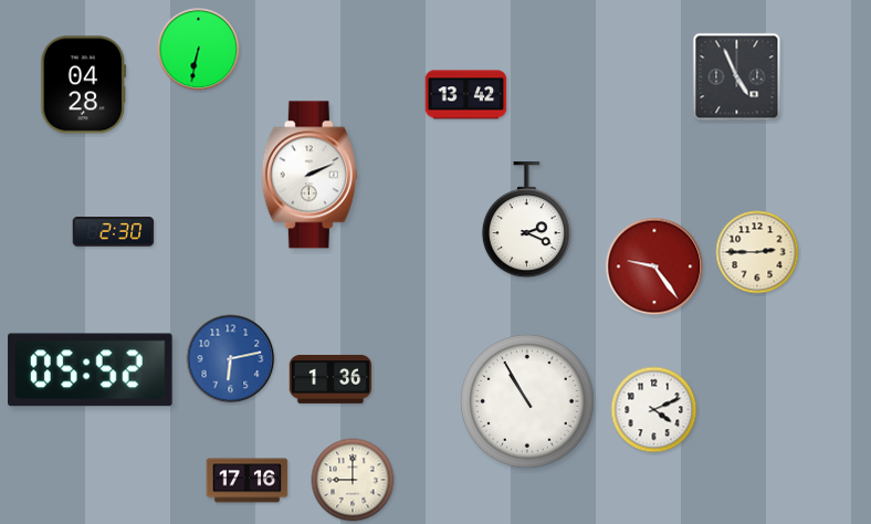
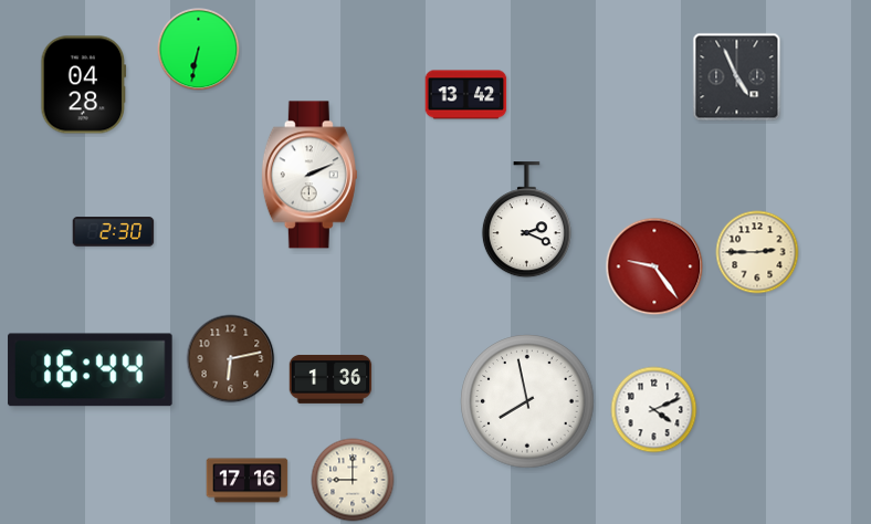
clock at (231, 359) dial: blue -> brown
clock at (91, 370): 05:52 -> 16:44
clock at (527, 401): 10:55 -> 7:58
